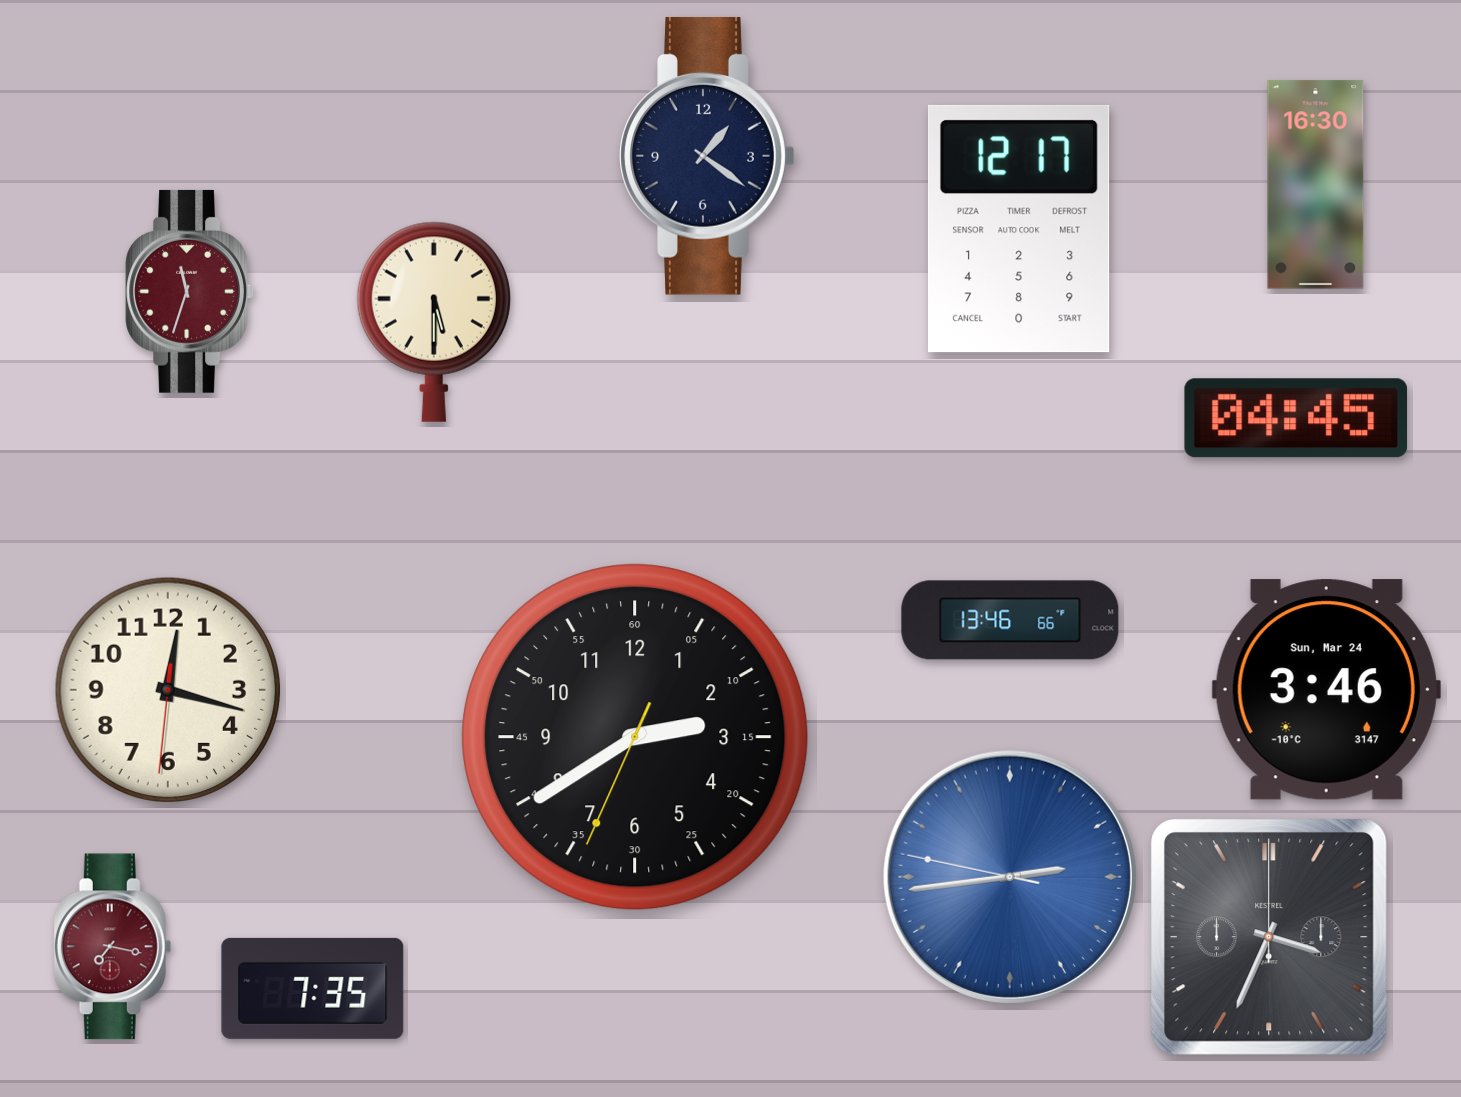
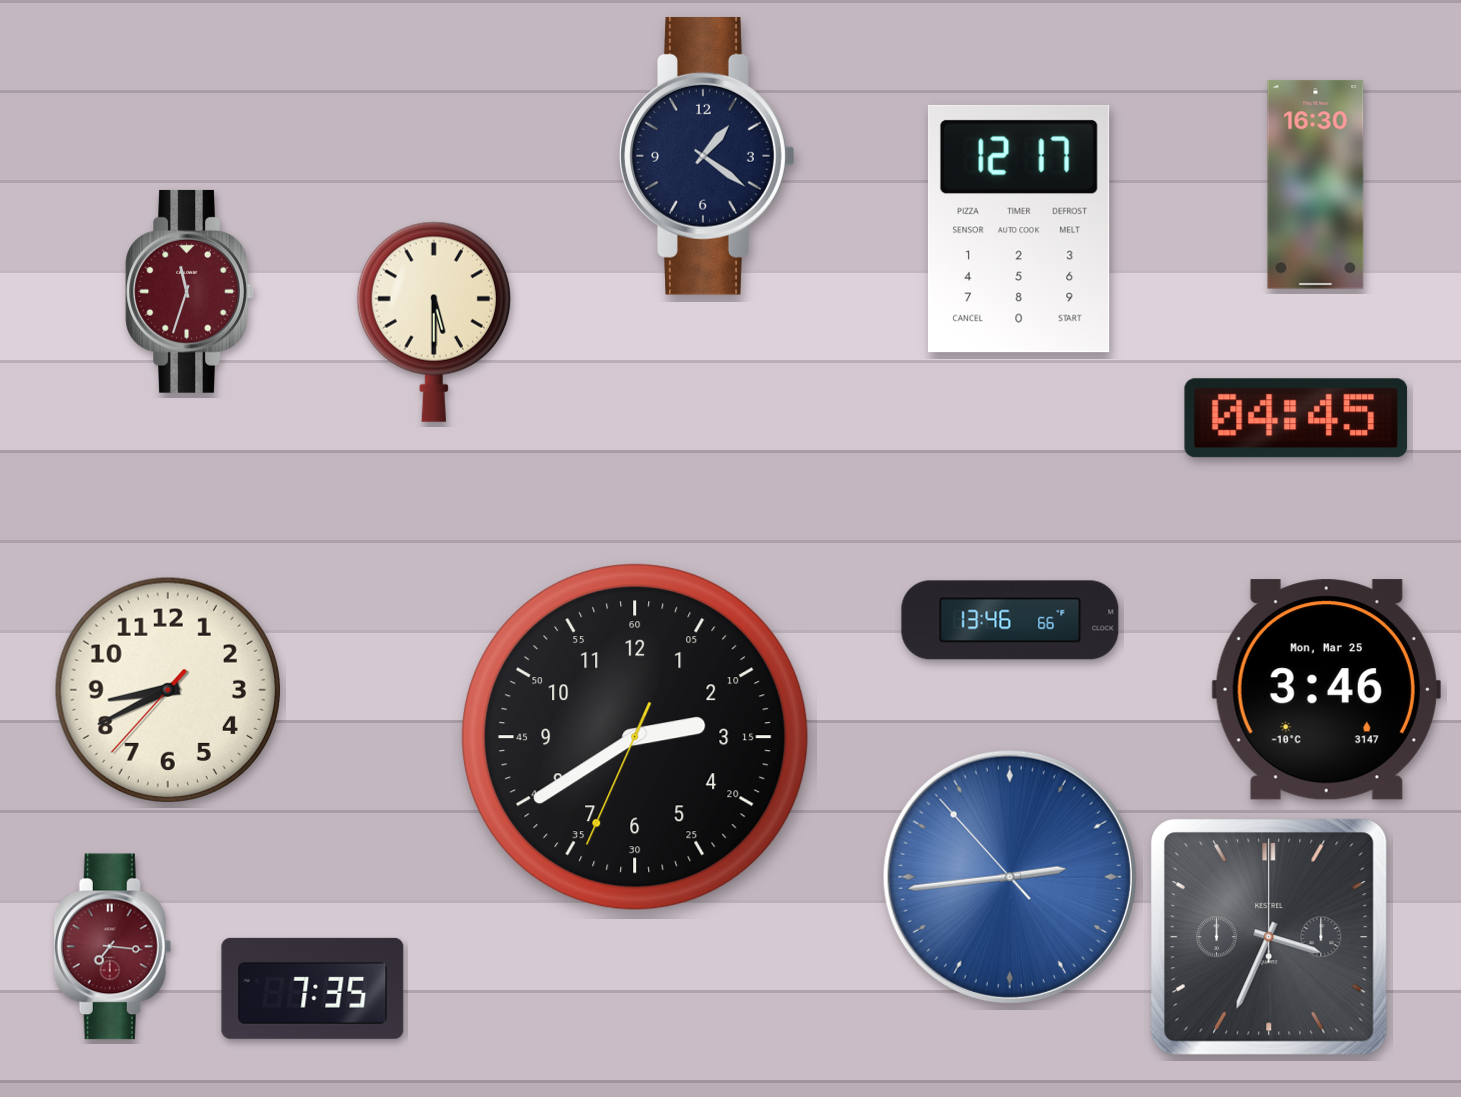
clock at (167, 689): 12:17 -> 8:40
clock at (1326, 690) date: Sun, Mar 24 -> Mon, Mar 25
clock at (1010, 877): 2:43:47 -> 2:43:53
clock at (113, 947): 7:17 -> 7:16
